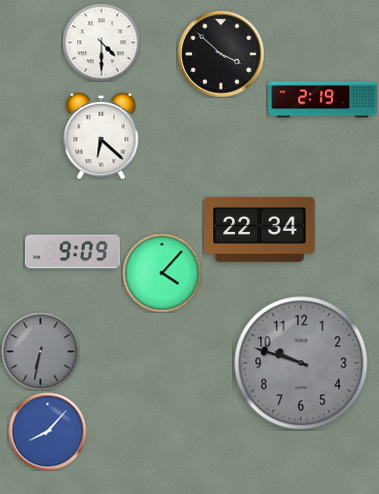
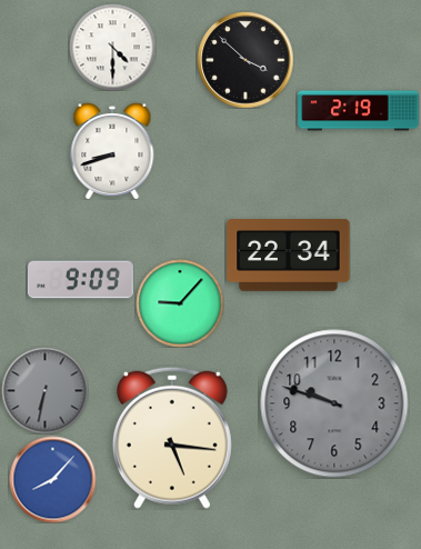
clock at (101, 136): 6:22 -> 8:42
clock at (162, 273): 4:07 -> 9:07
clock at (172, 438): none -> 5:16
